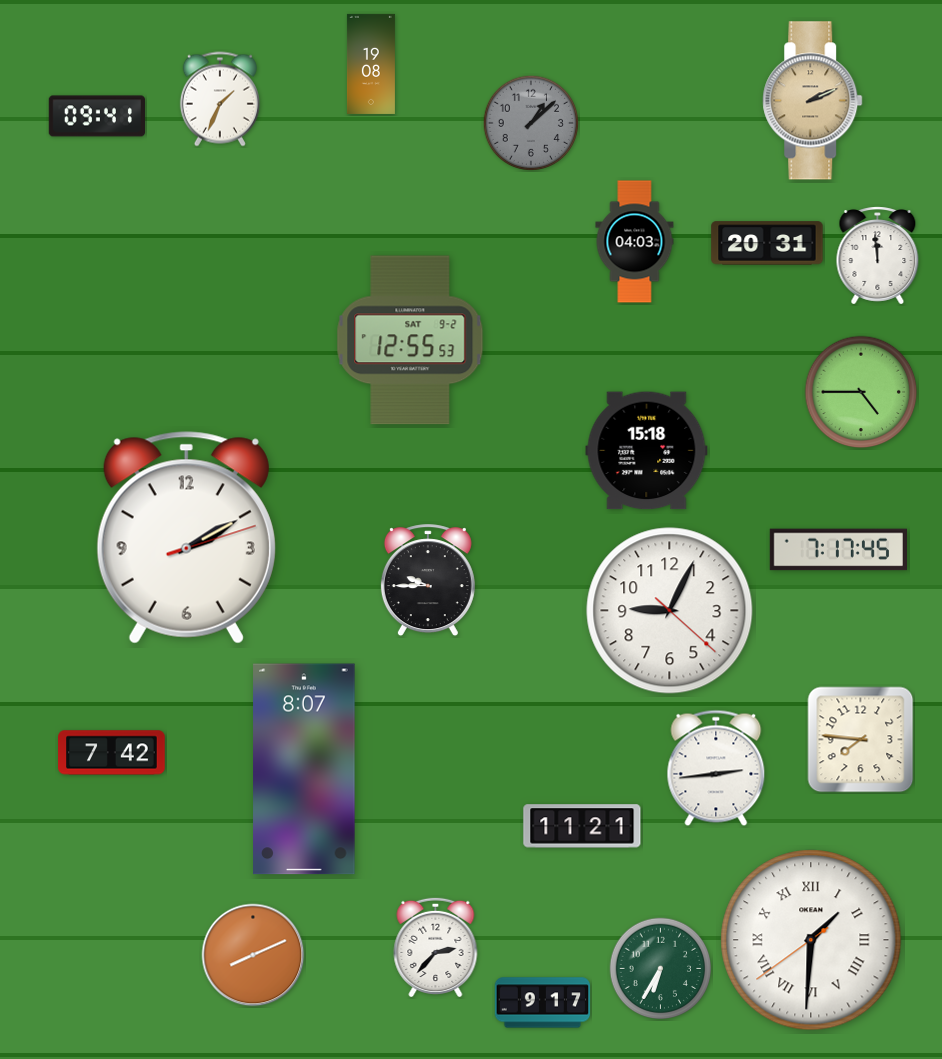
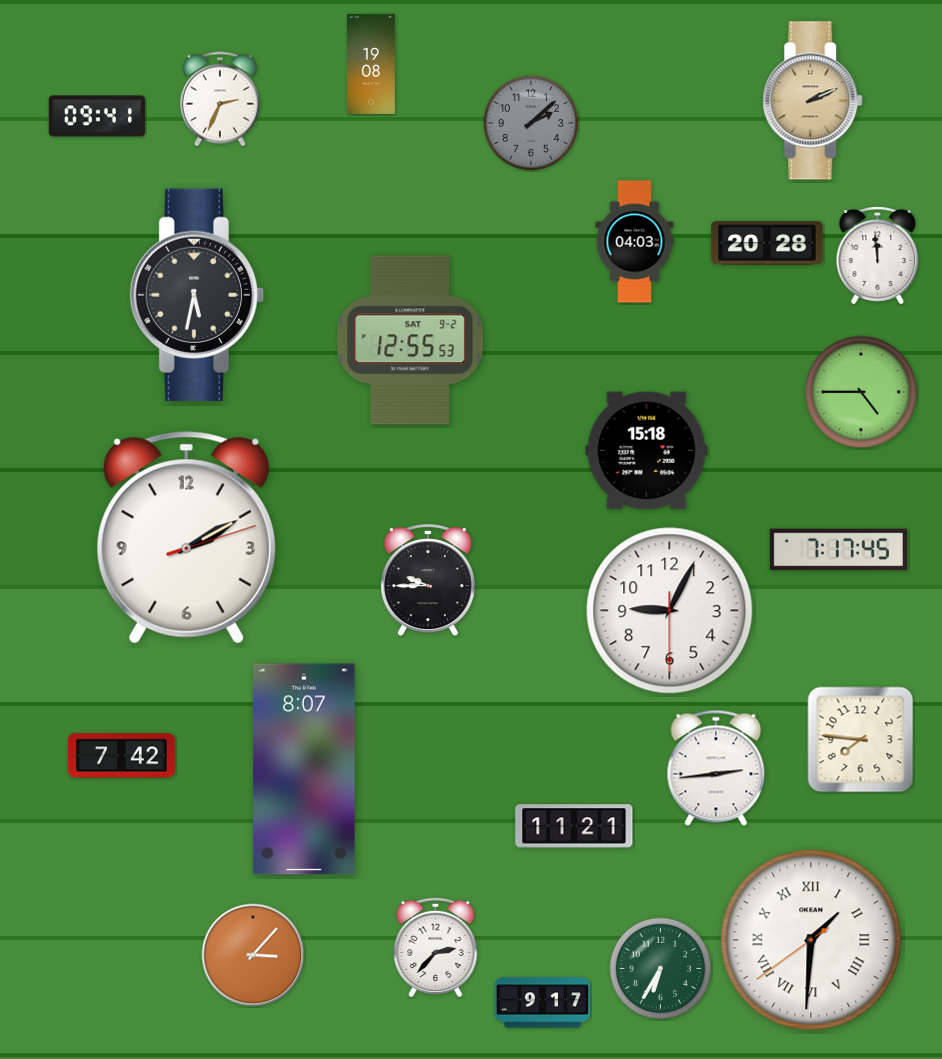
clock at (220, 99): 1:34 -> 2:34
clock at (530, 122): 1:08 -> 2:08
clock at (767, 243): 20:31 -> 20:28
clock at (197, 295): none -> 5:32
clock at (670, 611): 9:04:22 -> 9:04:30
clock at (112, 753) position: (112, 753) -> (122, 756)
clock at (582, 826) position: (582, 826) -> (574, 826)
clock at (253, 955): 8:11 -> 3:07
